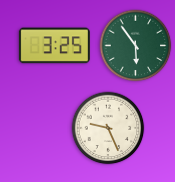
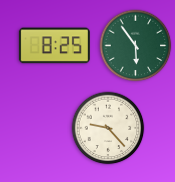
clock at (54, 46): 3:25 -> 8:25
clock at (108, 128): 9:26 -> 9:23
